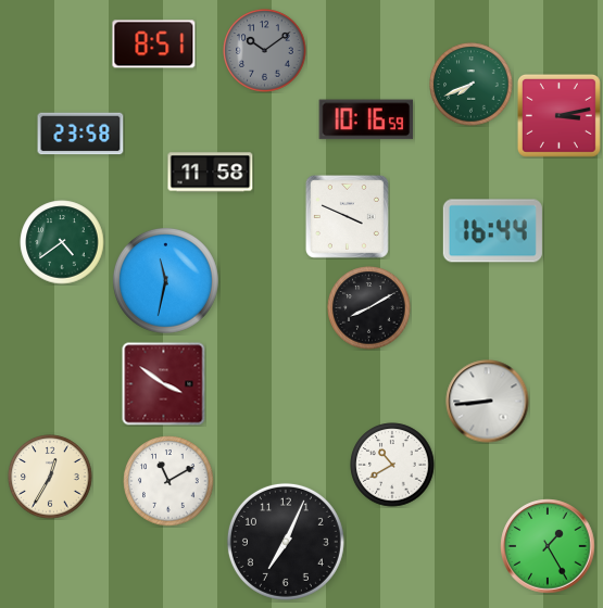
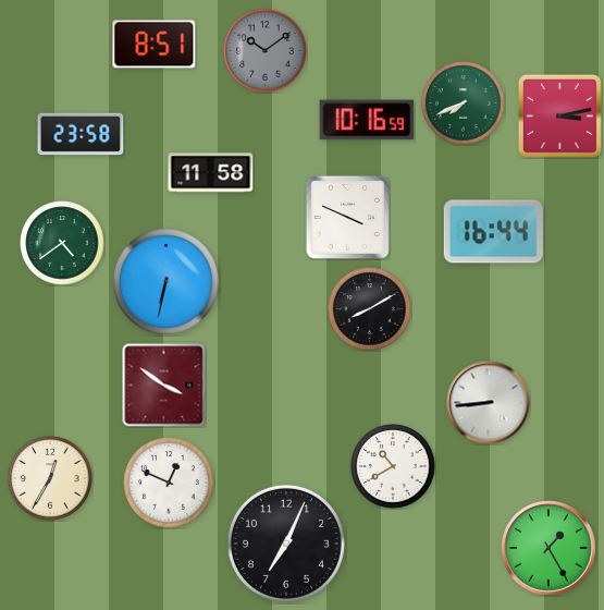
clock at (472, 85) position: (472, 85) -> (464, 103)
clock at (165, 280): 11:32 -> 6:32
clock at (168, 481): 11:10 -> 12:49
